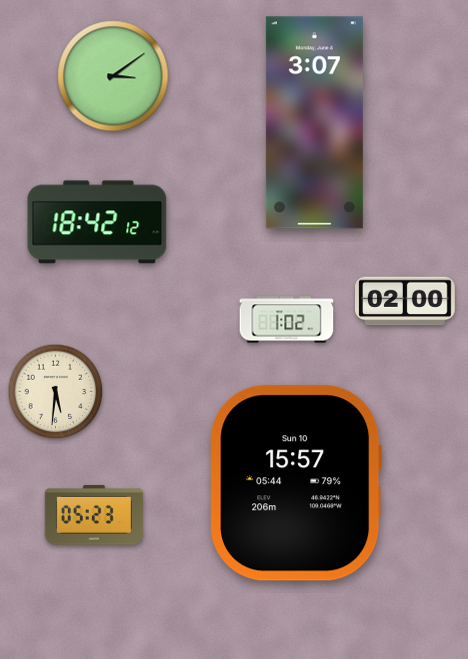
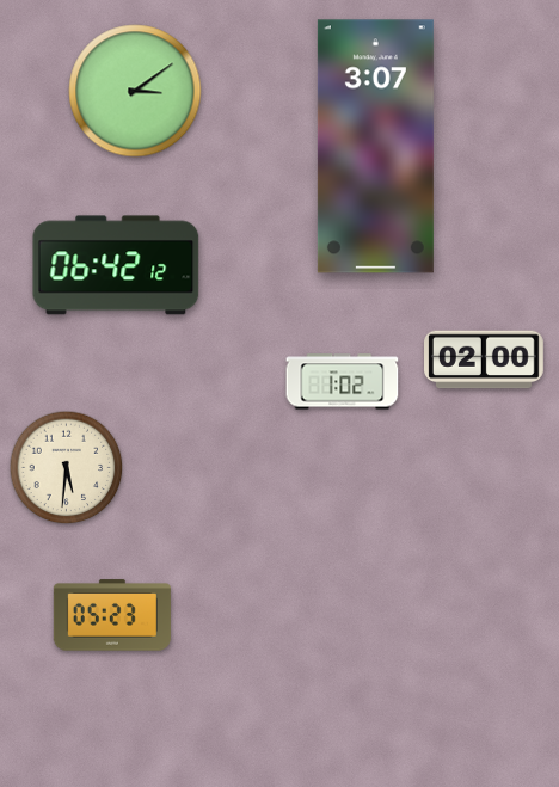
clock at (97, 222): 18:42 -> 06:42
clock at (296, 483): 15:57 -> none
